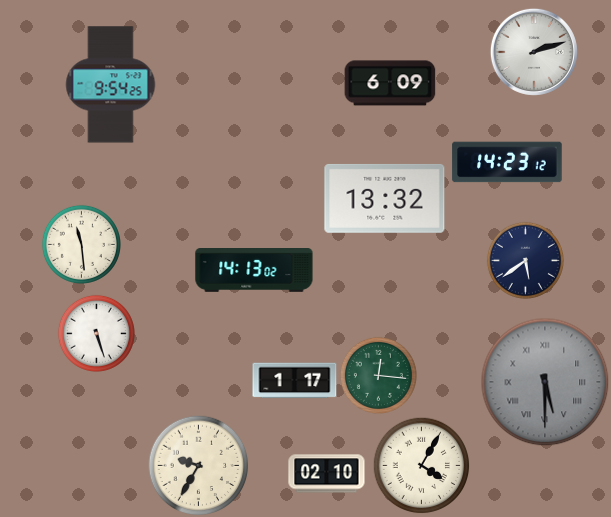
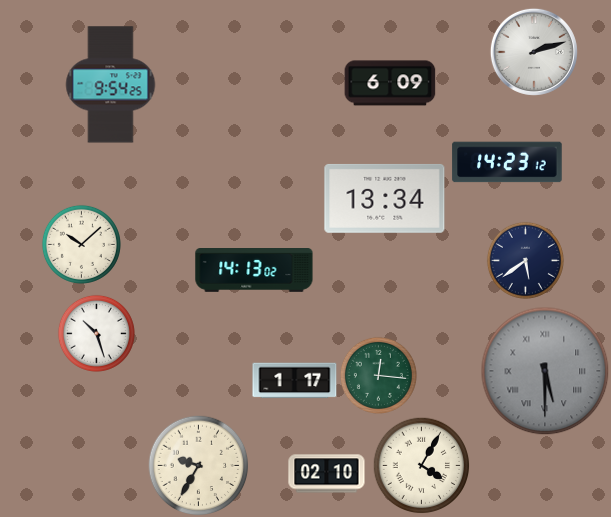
clock at (385, 198): 13:32 -> 13:34
clock at (81, 244): 11:29 -> 10:08
clock at (96, 333): 5:27 -> 10:27
clock at (545, 382) position: (545, 382) -> (545, 371)
